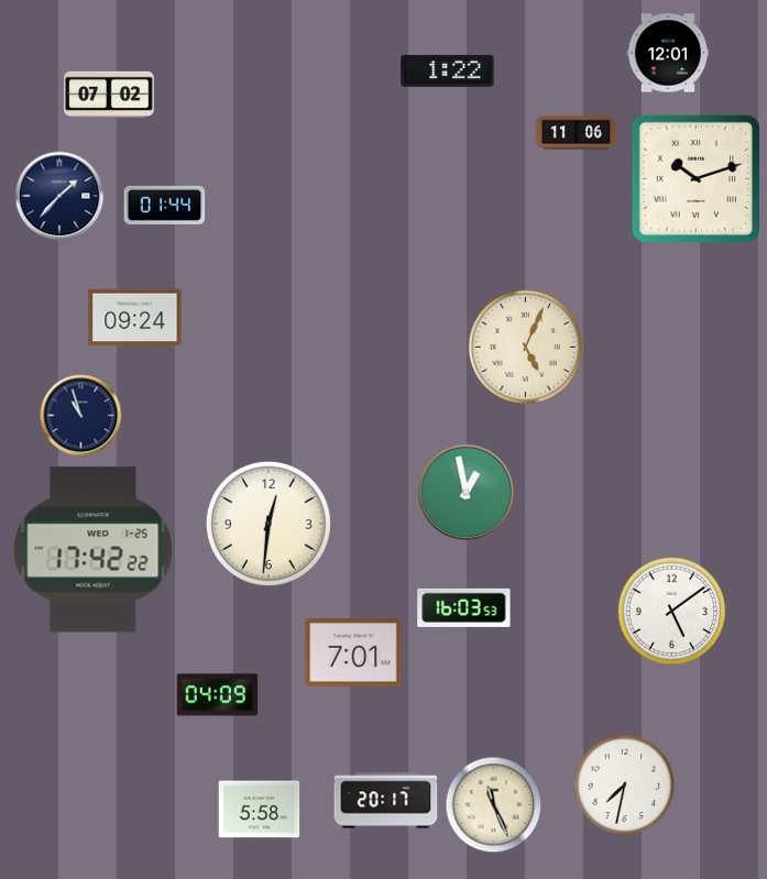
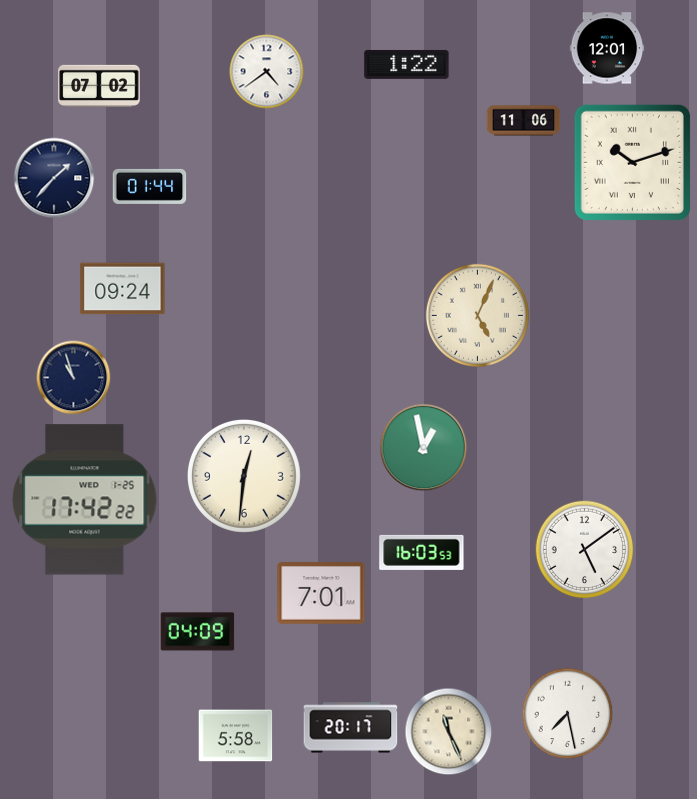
clock at (267, 72): none -> 4:39
clock at (672, 612) position: (672, 612) -> (585, 550)
clock at (625, 785): 7:32 -> 7:28
